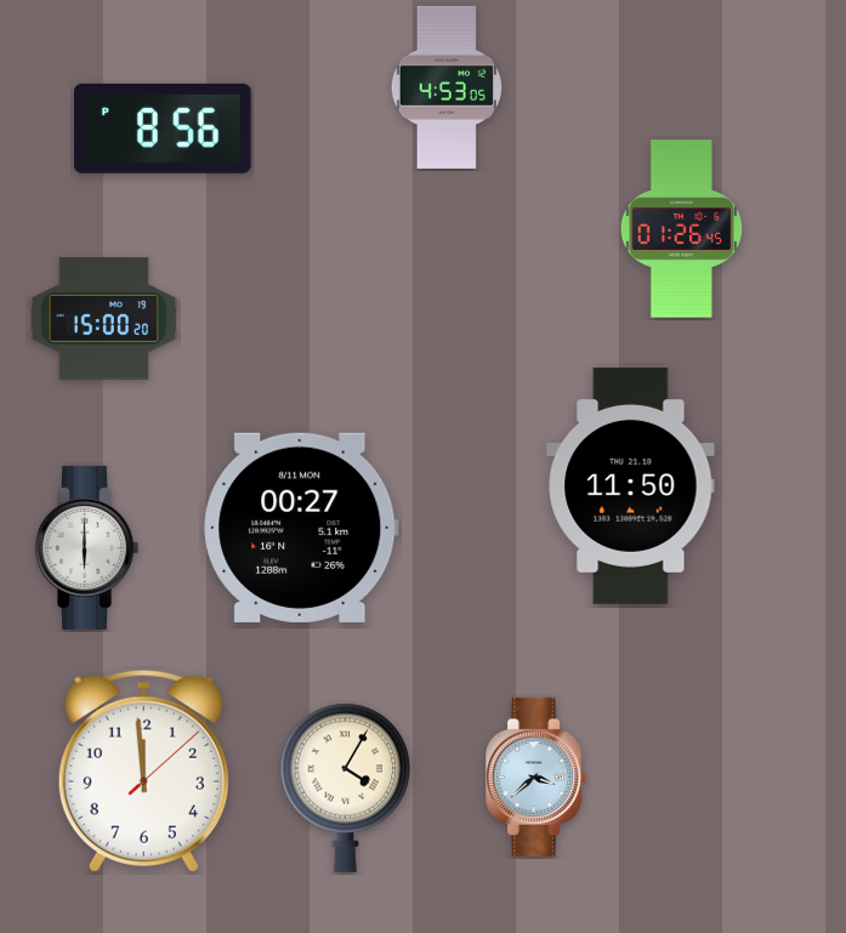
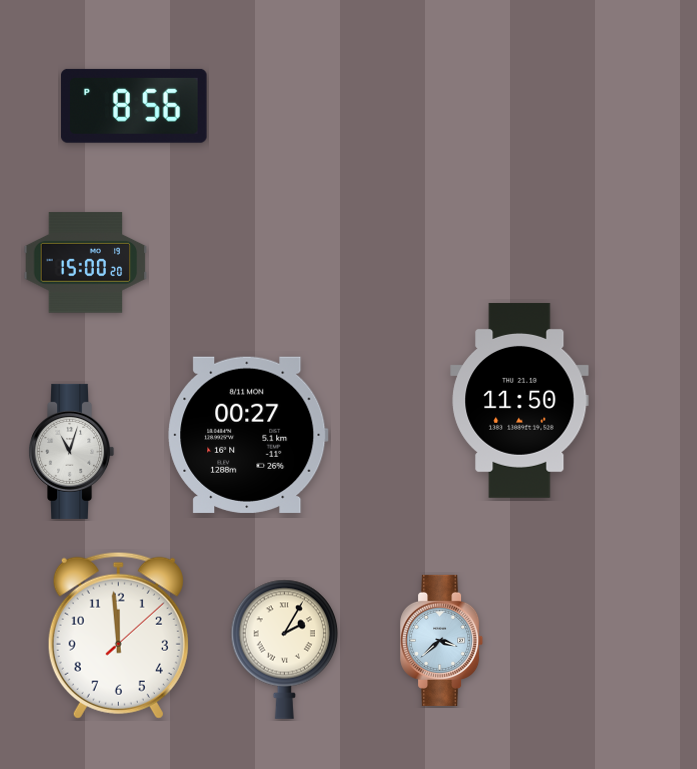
clock at (447, 87): 4:53 -> none
clock at (682, 229): 01:26 -> none
clock at (87, 547): 6:00 -> 11:03
clock at (346, 787): 4:05 -> 2:05
